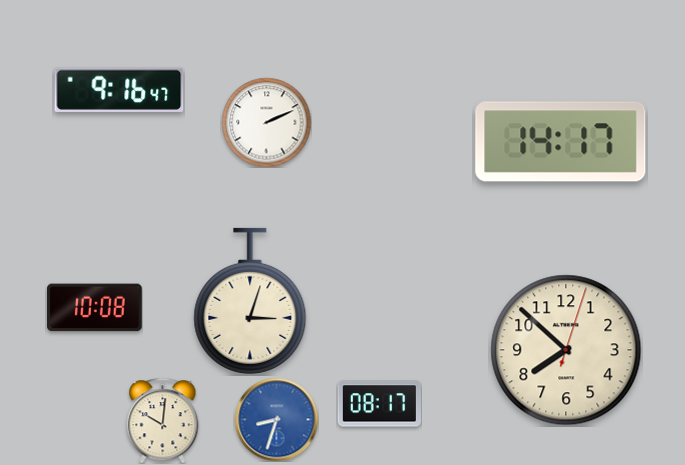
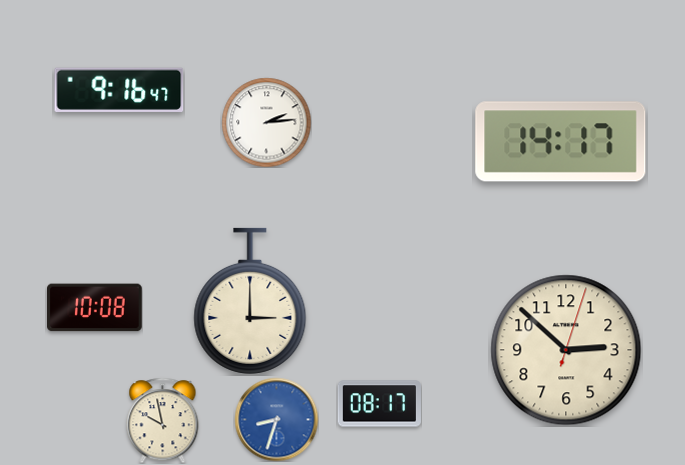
clock at (266, 122): 2:11 -> 2:14
clock at (250, 301): 3:03 -> 3:00
clock at (566, 350): 7:52 -> 2:52
clock at (163, 420): 10:01 -> 9:58
